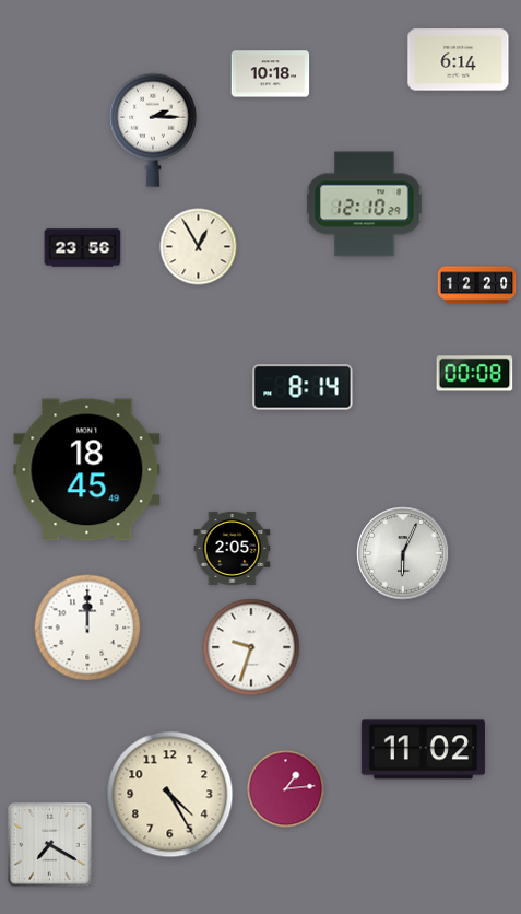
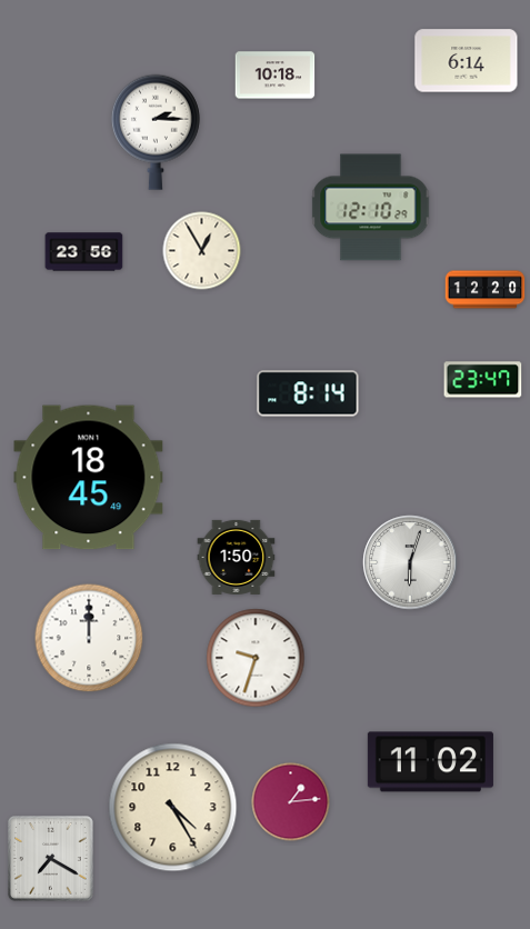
clock at (475, 374): 00:08 -> 23:47
clock at (233, 548): 2:05 -> 1:50
clock at (403, 553): 6:04 -> 6:03
